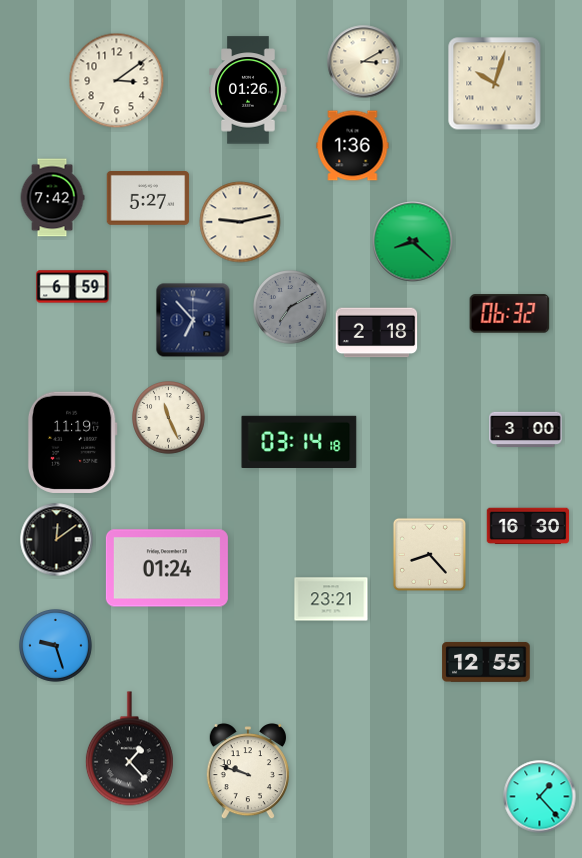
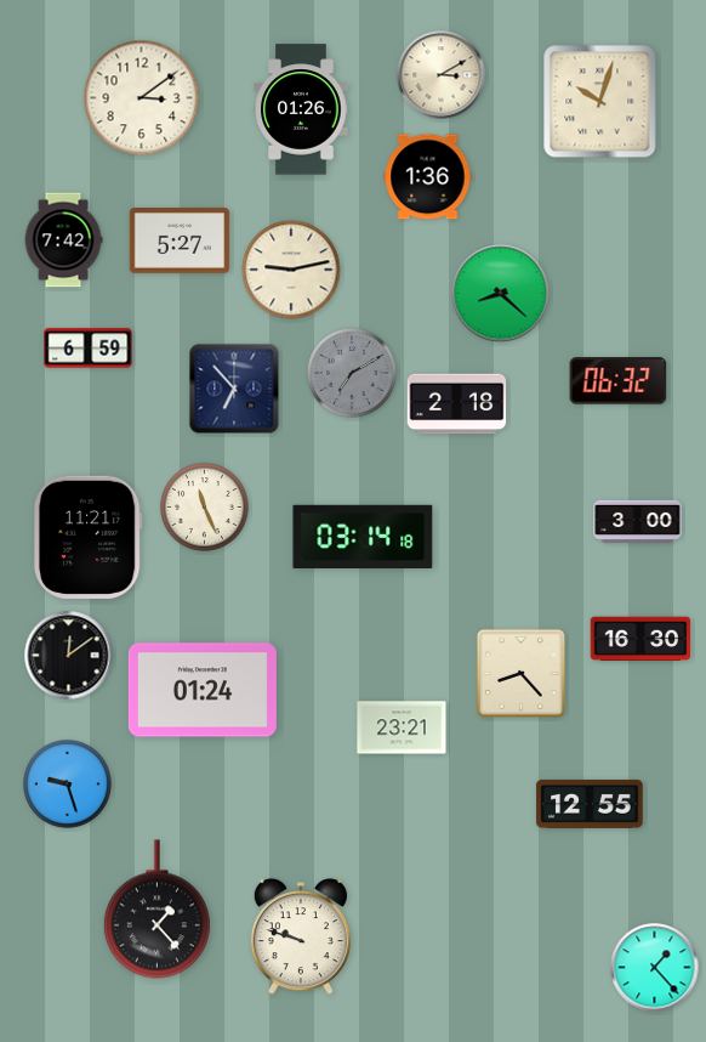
clock at (72, 442): 11:19 -> 11:21
